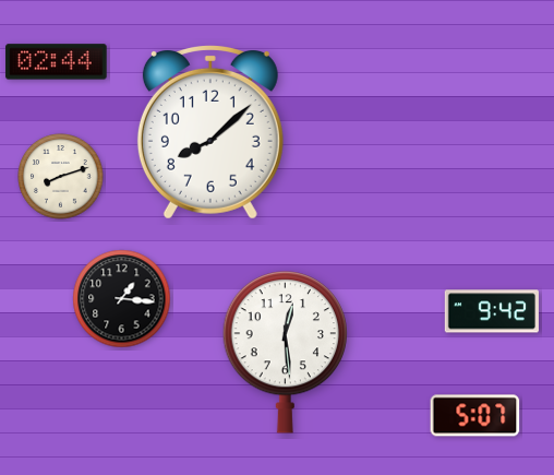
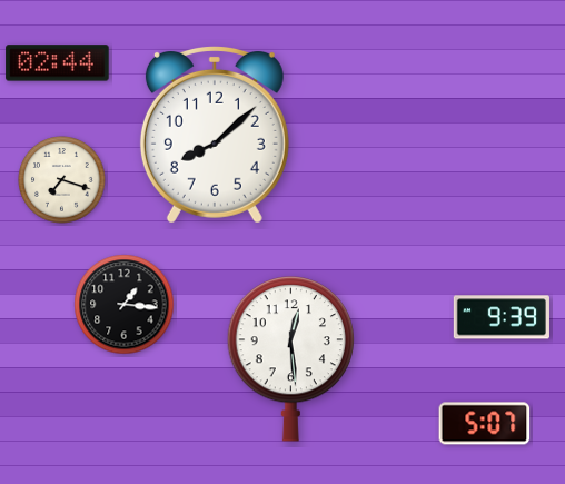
clock at (61, 177): 8:12 -> 7:18
clock at (492, 311): 9:42 -> 9:39
